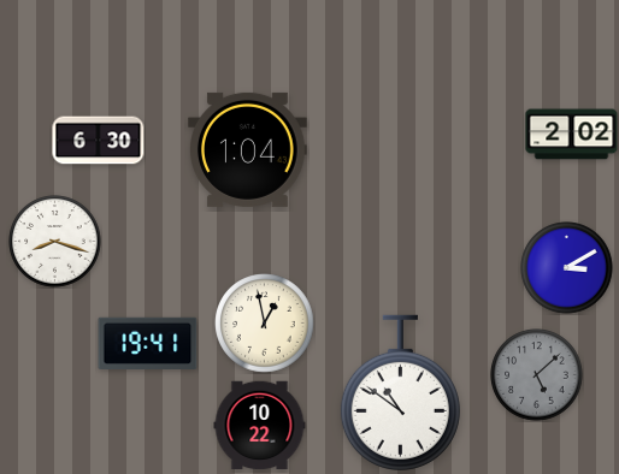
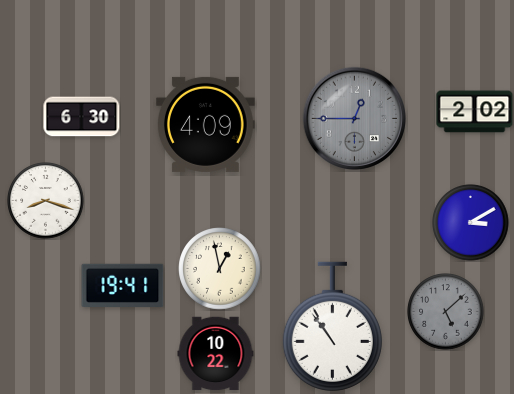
clock at (354, 118): none -> 12:45
clock at (248, 149): 1:04 -> 4:09
clock at (400, 392): 10:51 -> 10:54
